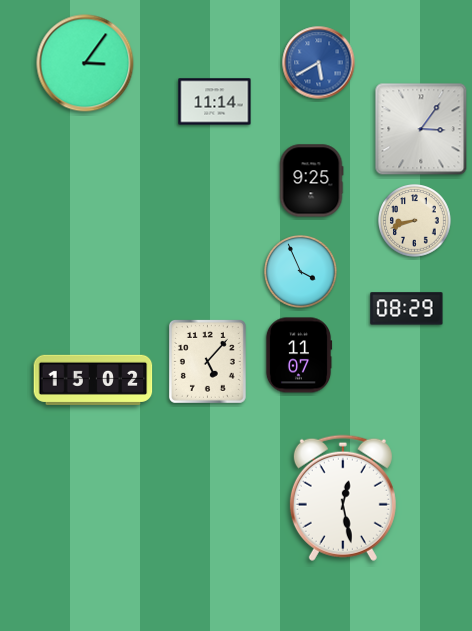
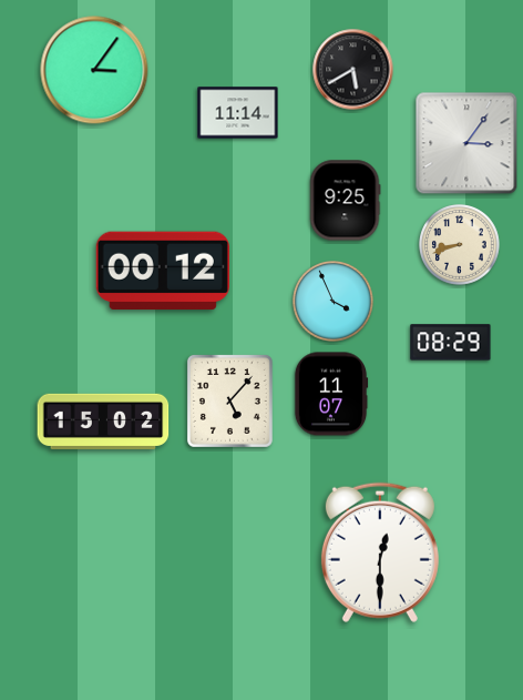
clock at (319, 63) dial: blue -> black
clock at (163, 271): none -> 00:12
clock at (343, 498): 12:28 -> 12:30
